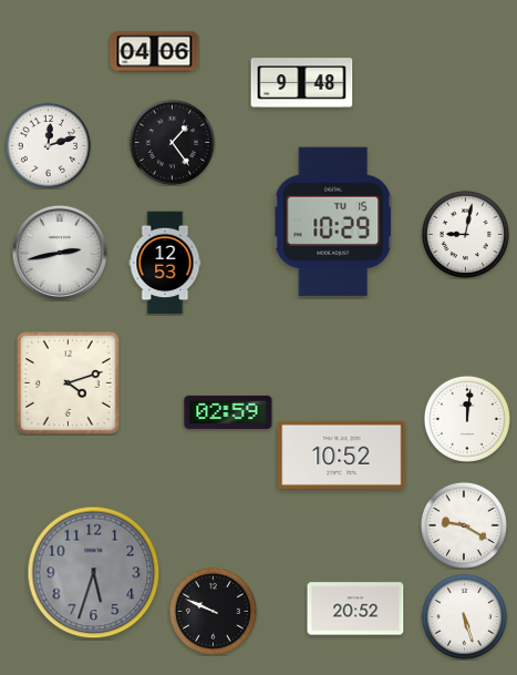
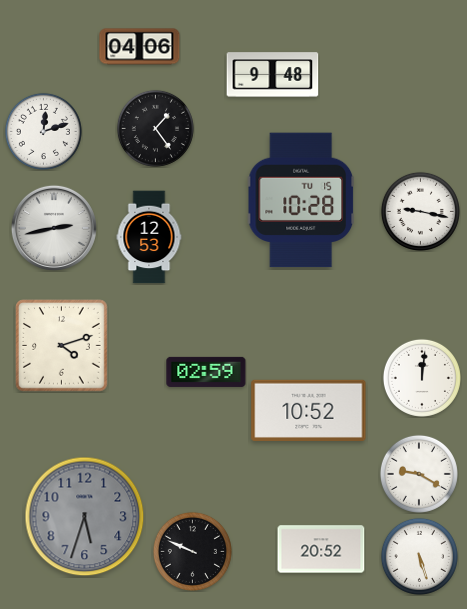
clock at (332, 222): 10:29 -> 10:28
clock at (465, 234): 9:02 -> 9:17
